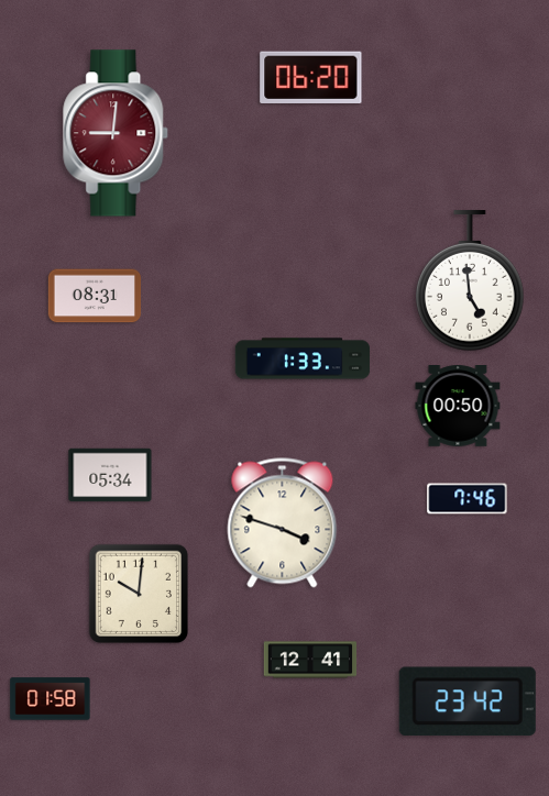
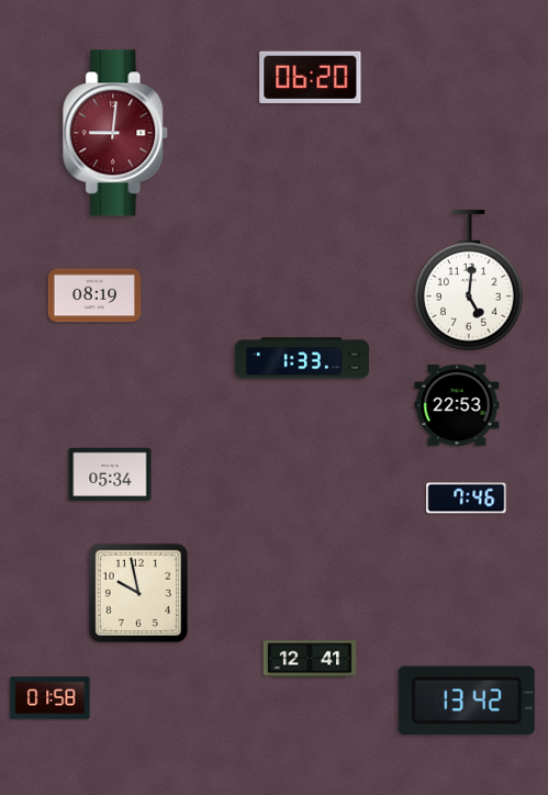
clock at (471, 281): 4:59 -> 5:01
clock at (95, 296): 08:31 -> 08:19
clock at (458, 406): 00:50 -> 22:53
clock at (283, 523): 3:48 -> none
clock at (138, 593): 10:01 -> 9:58
clock at (468, 700): 23:42 -> 13:42
